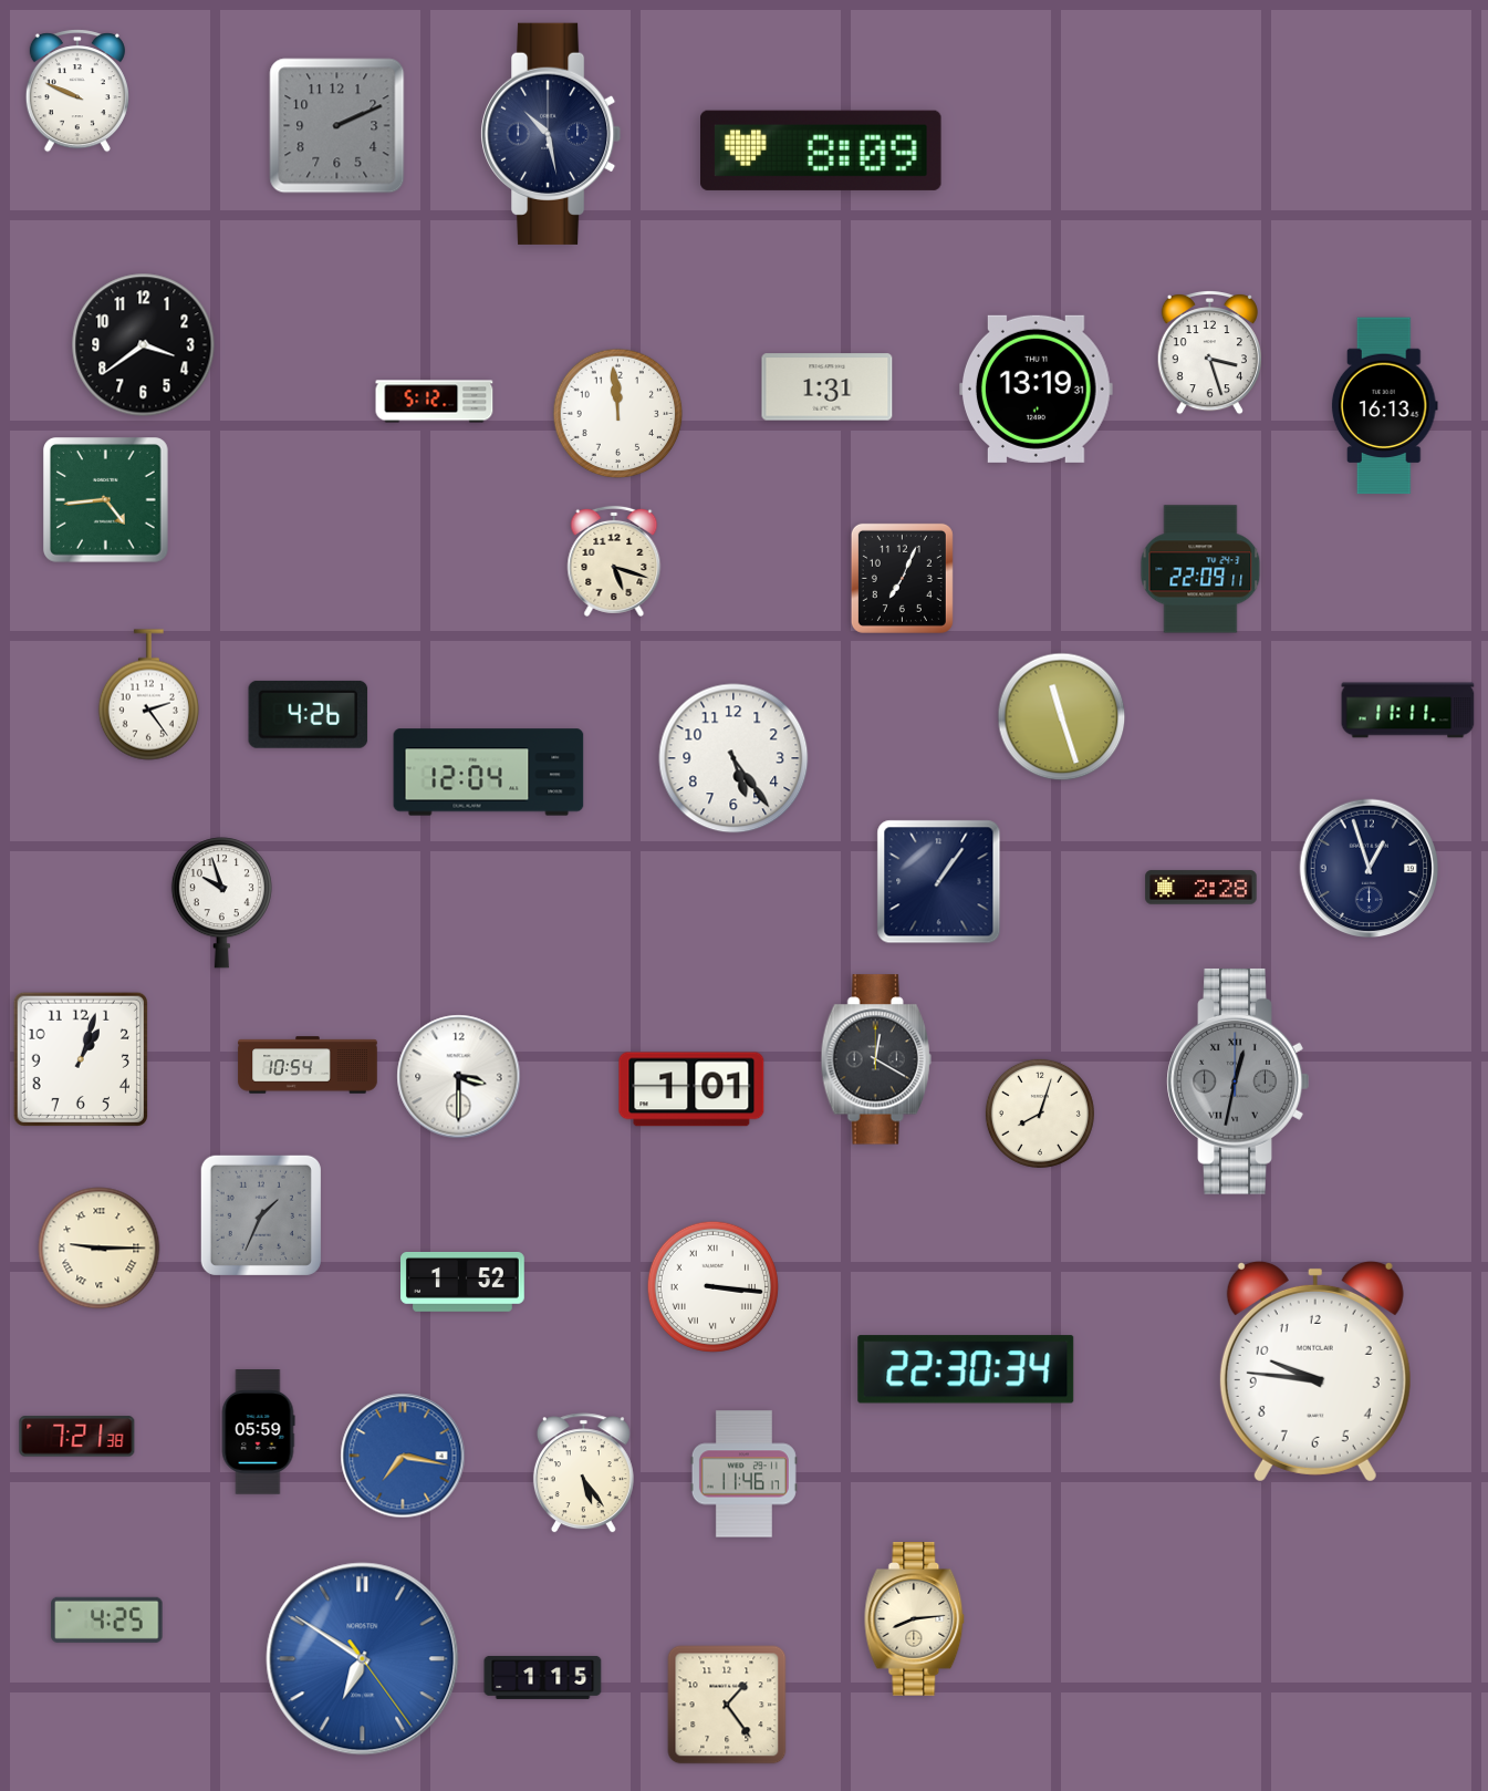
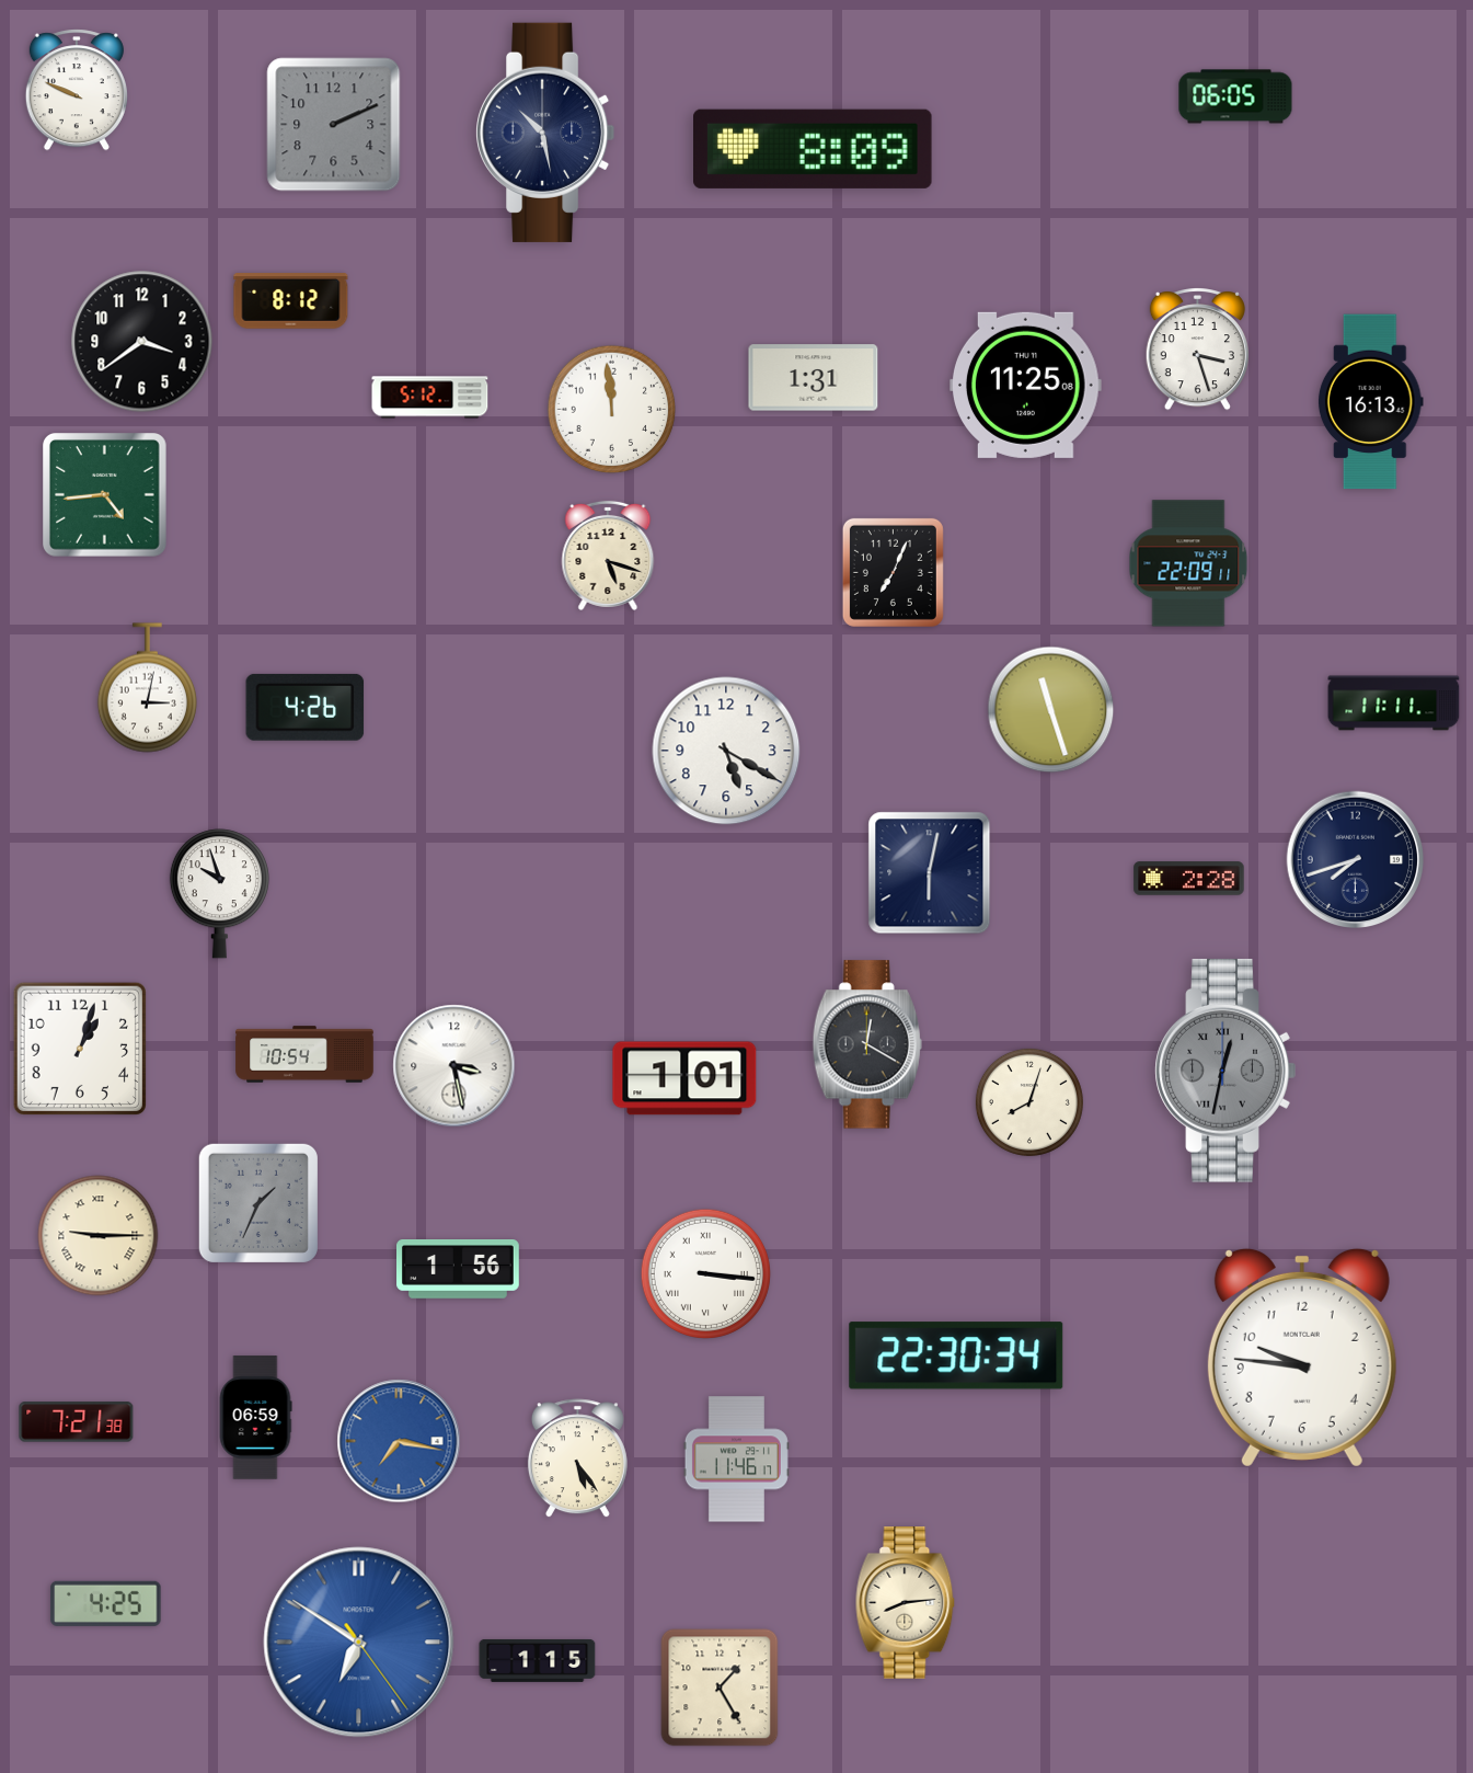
clock at (1235, 96): none -> 06:05
clock at (291, 301): none -> 8:12
clock at (828, 387) position: (828, 387) -> (814, 378)
clock at (1037, 389): 13:19 -> 11:25
clock at (148, 695): 2:24 -> 3:02
clock at (733, 758): 5:24 -> 5:20
clock at (489, 773): 12:04 -> none
clock at (1370, 869): 12:57 -> 7:42
clock at (939, 882): 1:06 -> 6:02
clock at (876, 1059) position: (876, 1059) -> (867, 1044)
clock at (459, 1077): 3:30 -> 3:28
clock at (464, 1283): 1:52 -> 1:56
clock at (258, 1432): 05:59 -> 06:59
clock at (727, 1705): 1:24 -> 1:25
